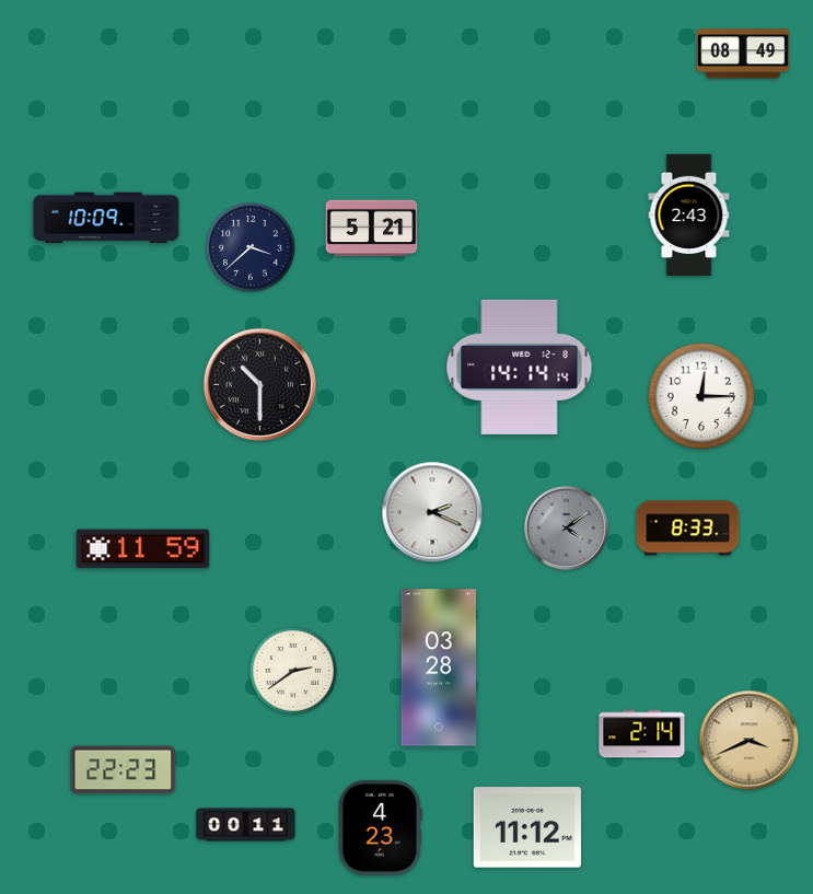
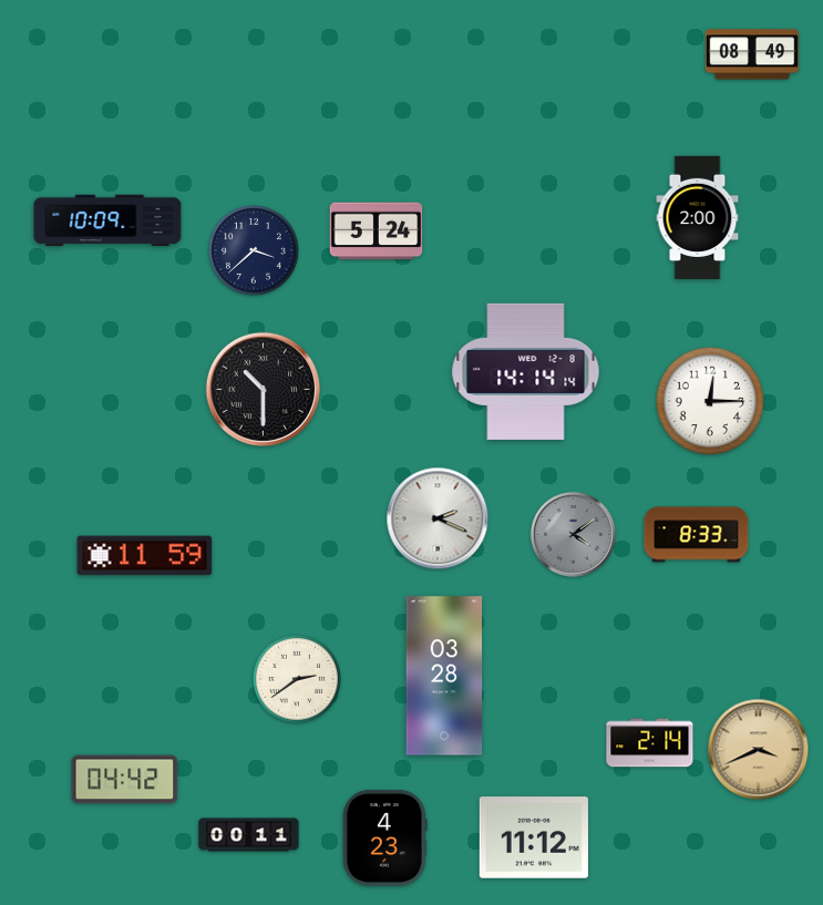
clock at (689, 214): 2:43 -> 2:00
clock at (372, 229): 5:21 -> 5:24
clock at (124, 770): 22:23 -> 04:42
